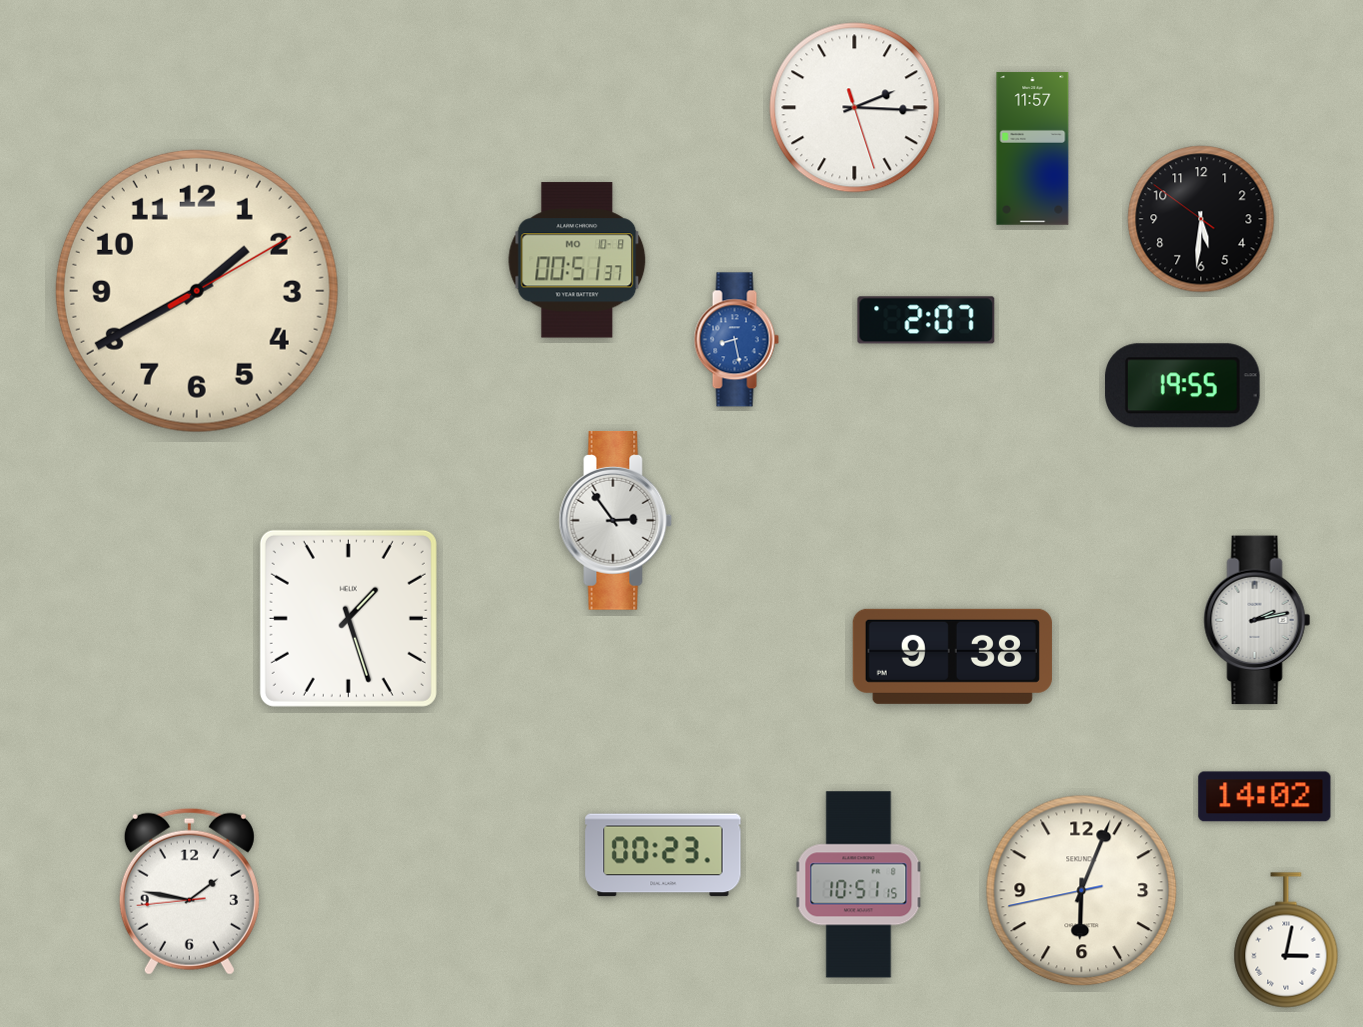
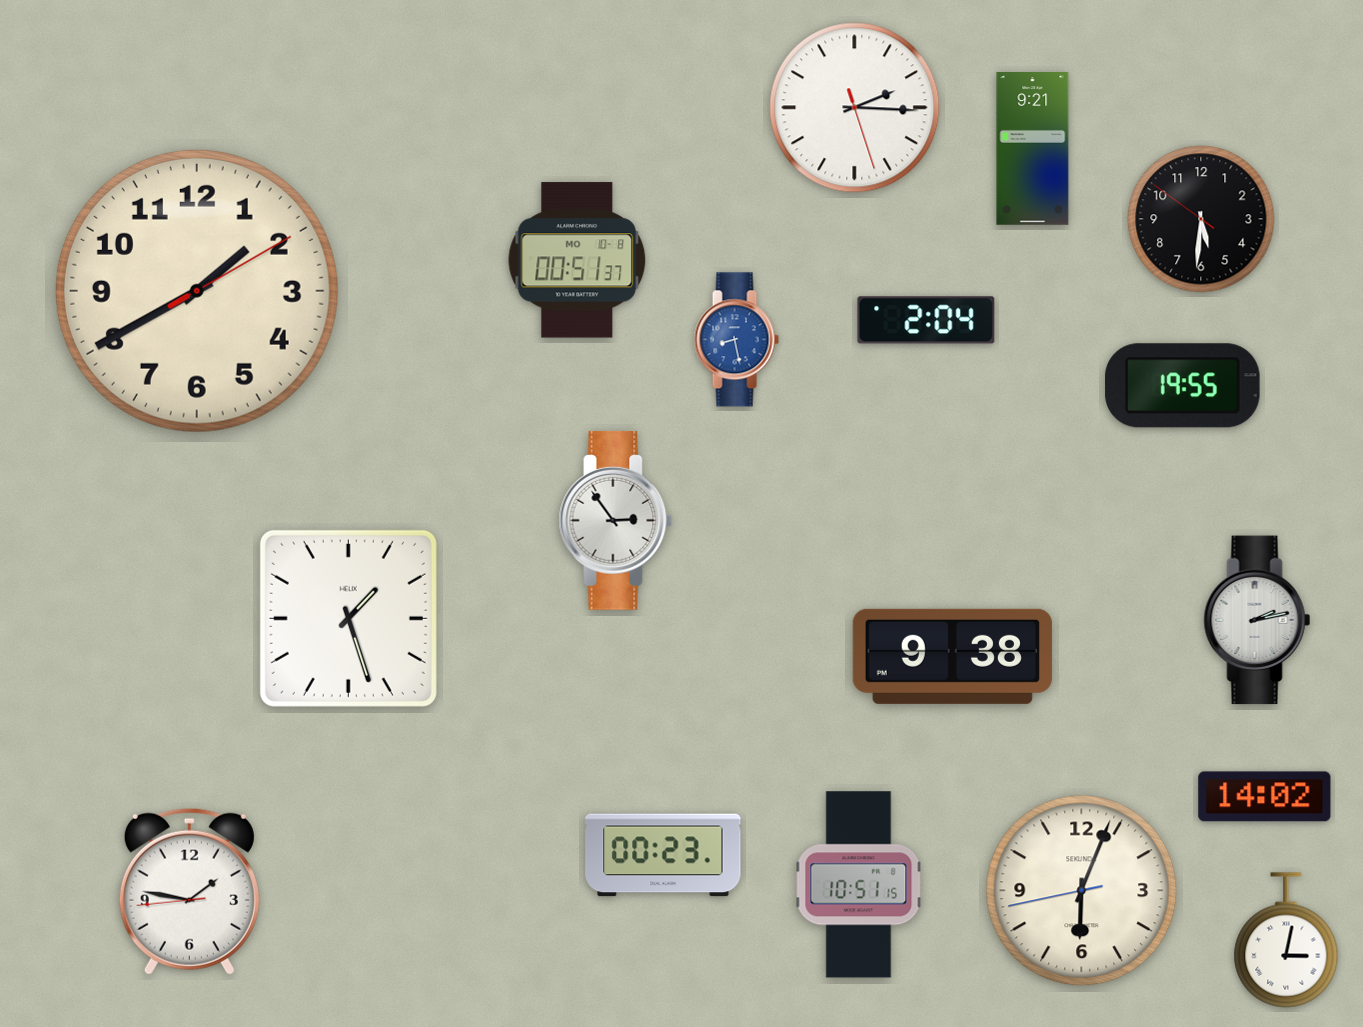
clock at (1033, 149): 11:57 -> 9:21
clock at (926, 320): 2:07 -> 2:04
